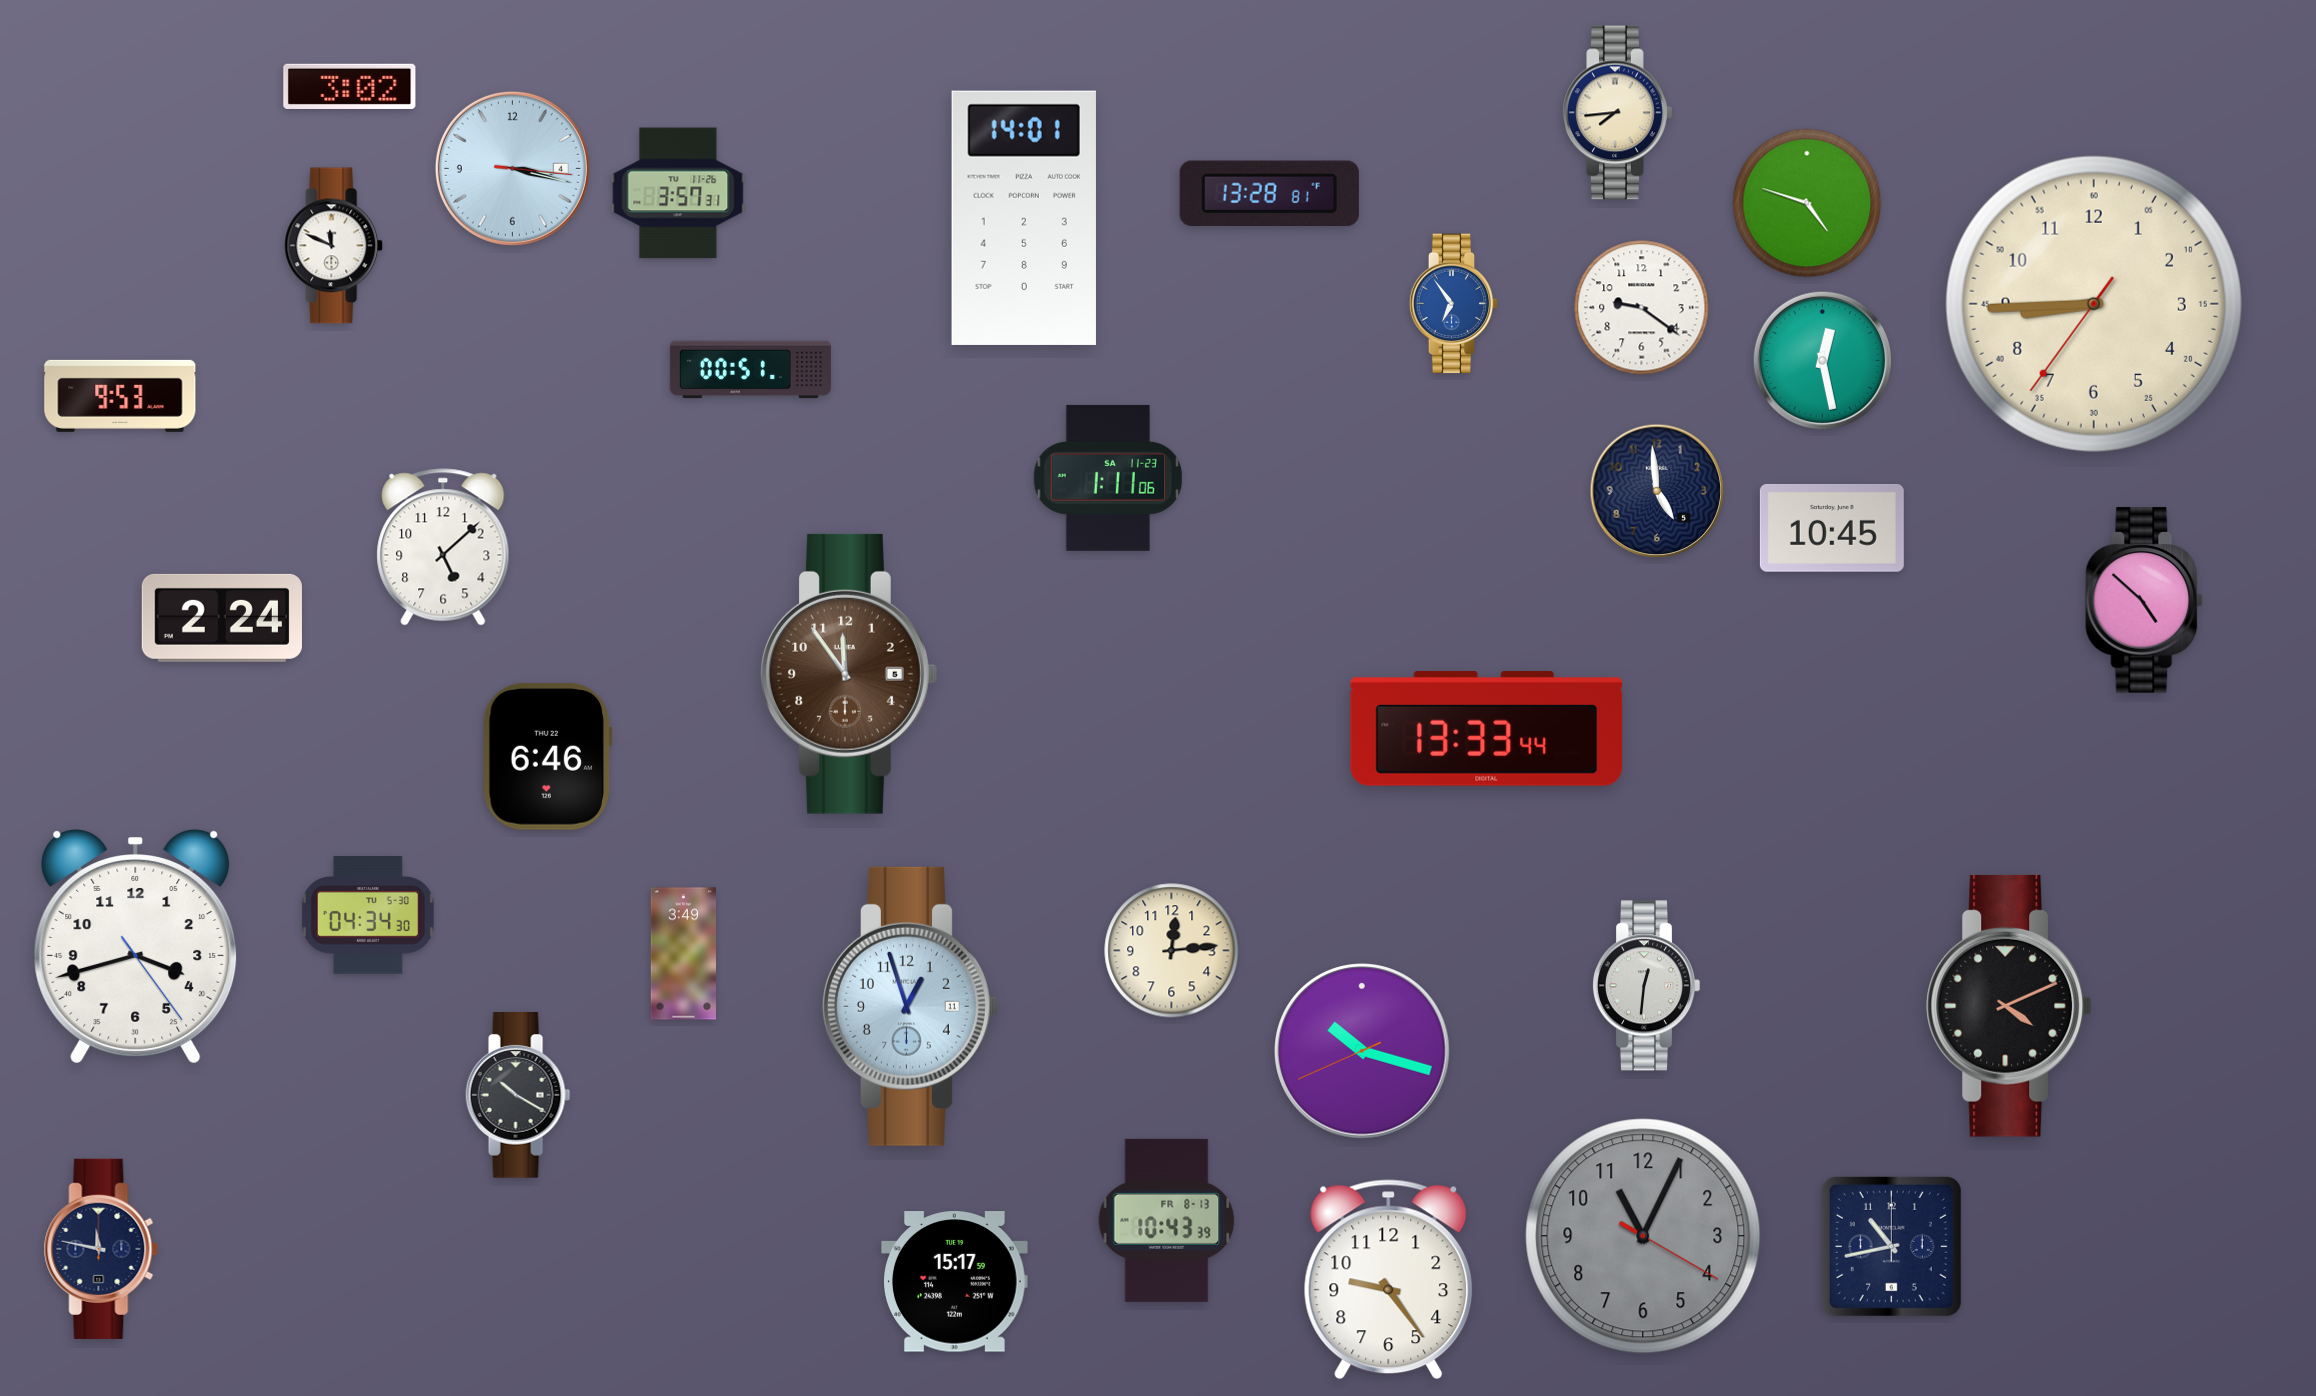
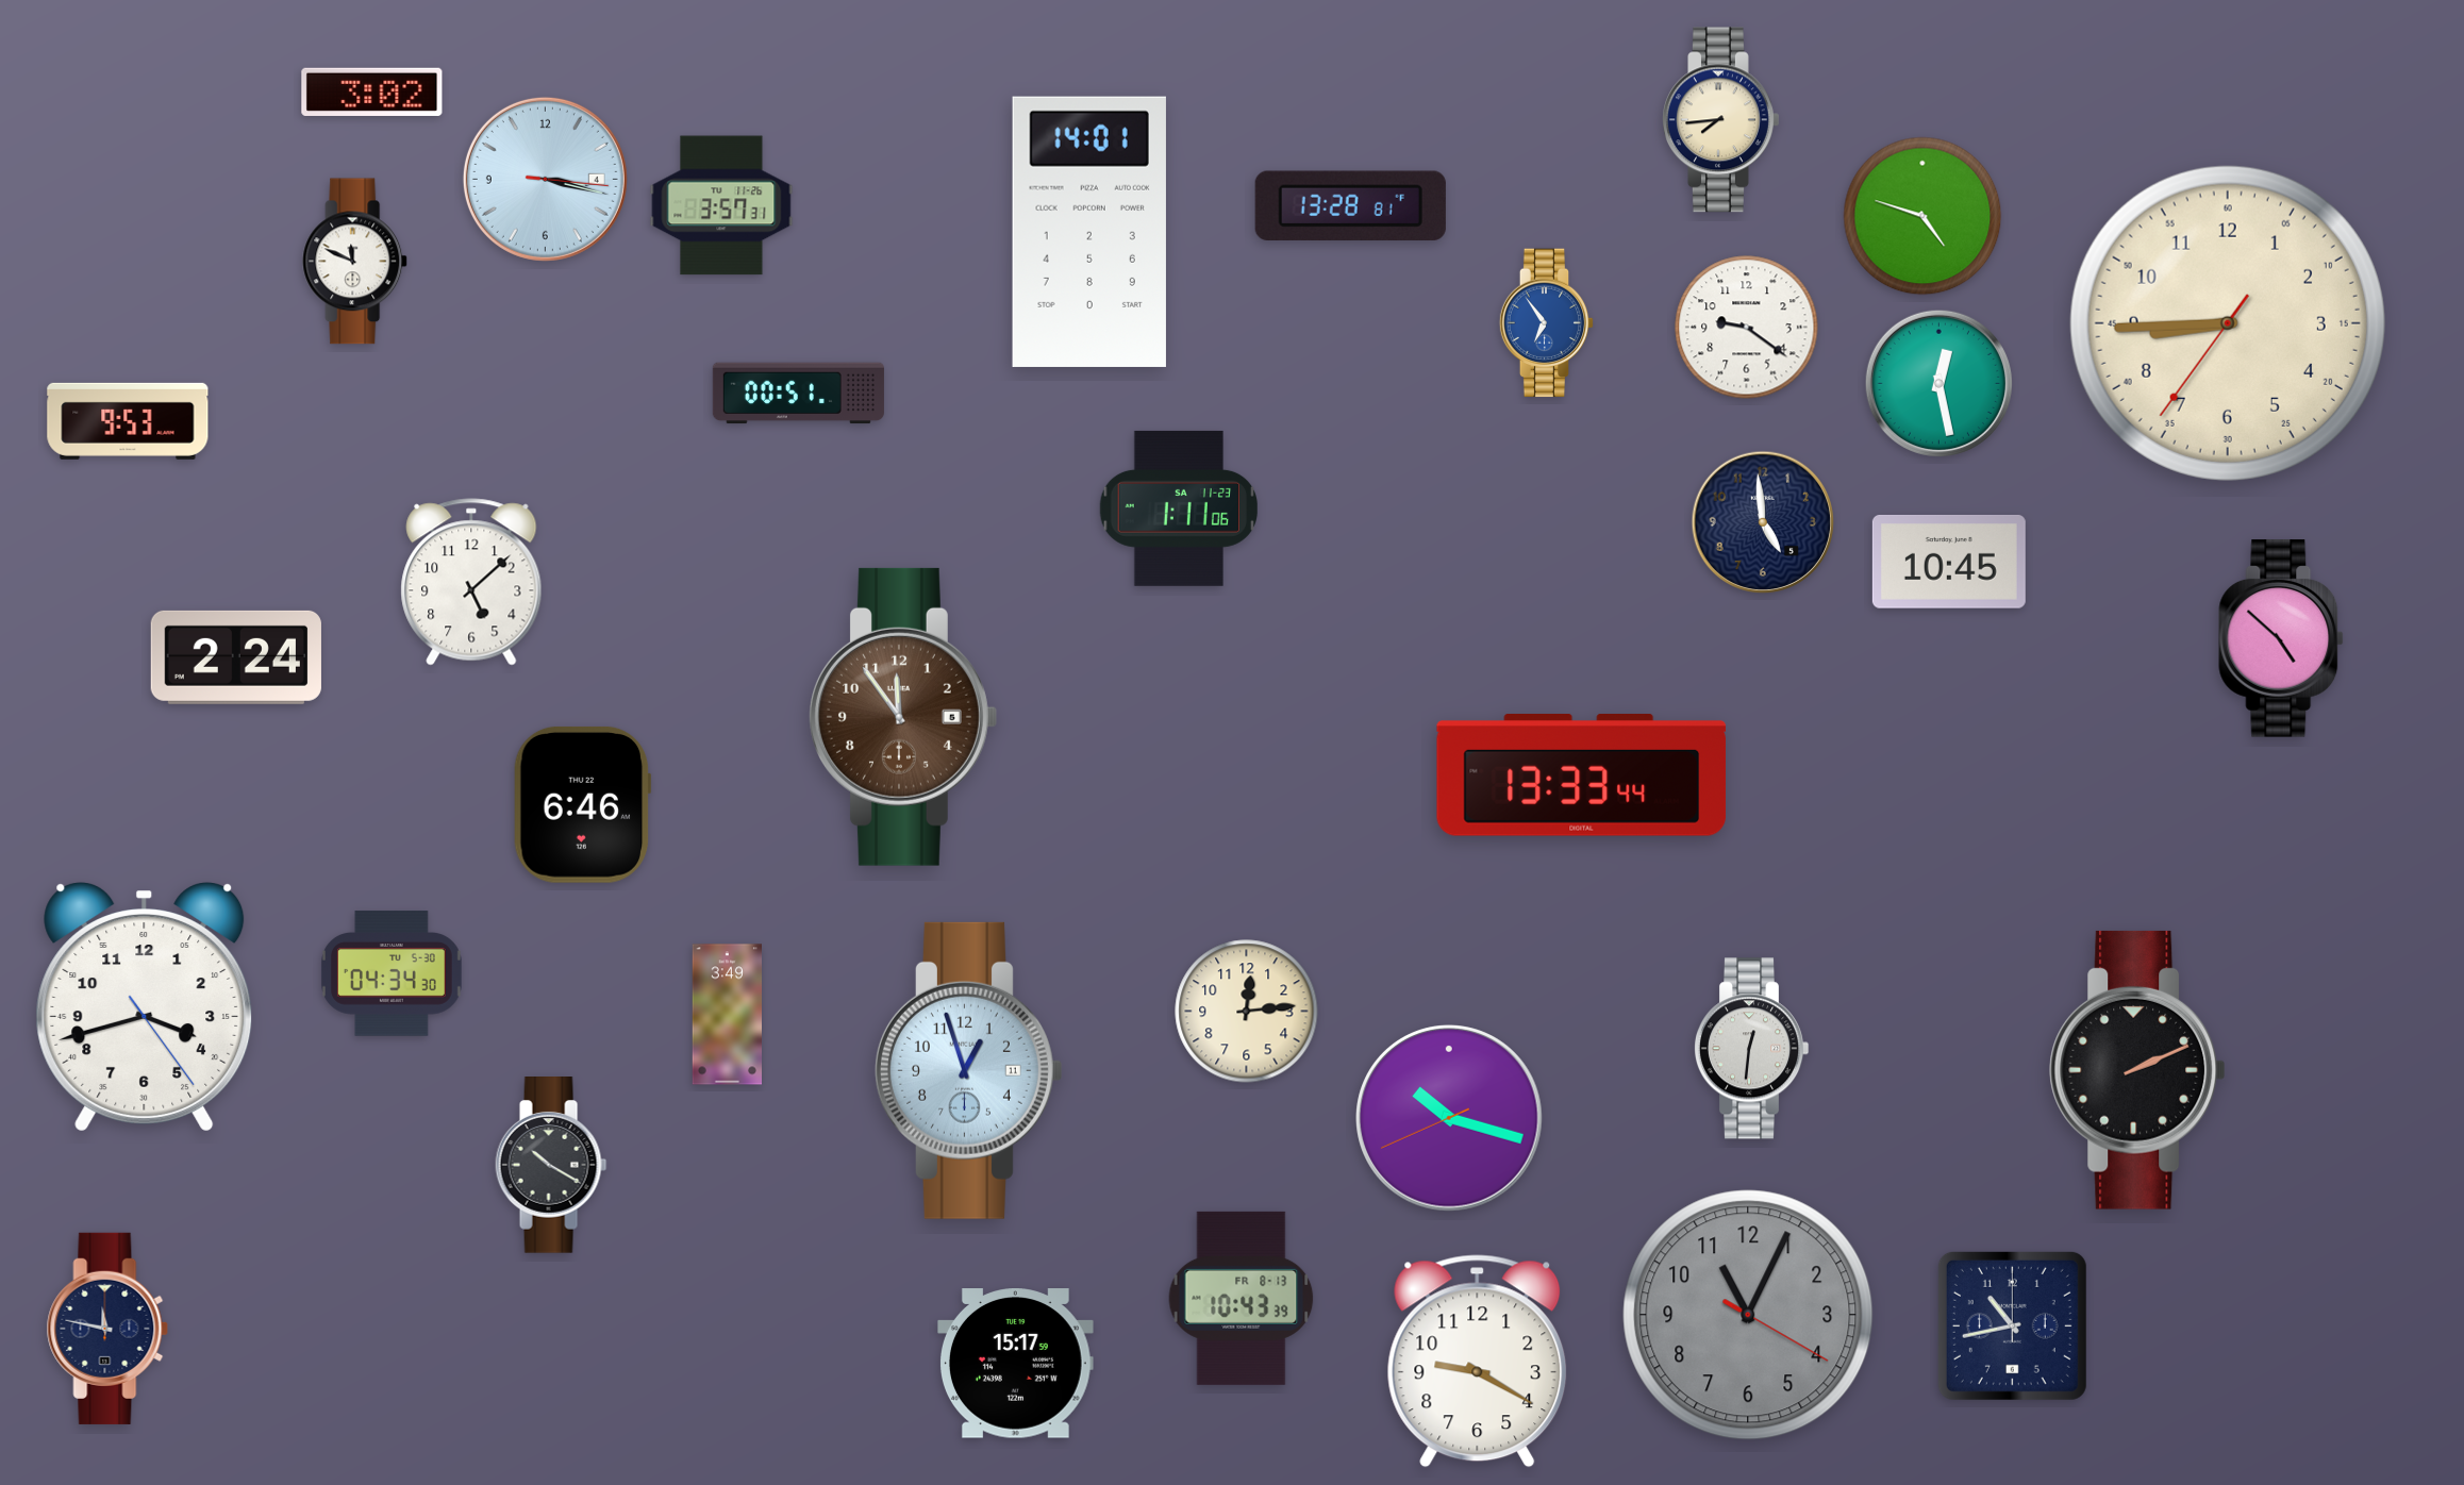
clock at (2009, 1006): 4:11 -> 2:11
clock at (1389, 1280): 9:24 -> 9:20
